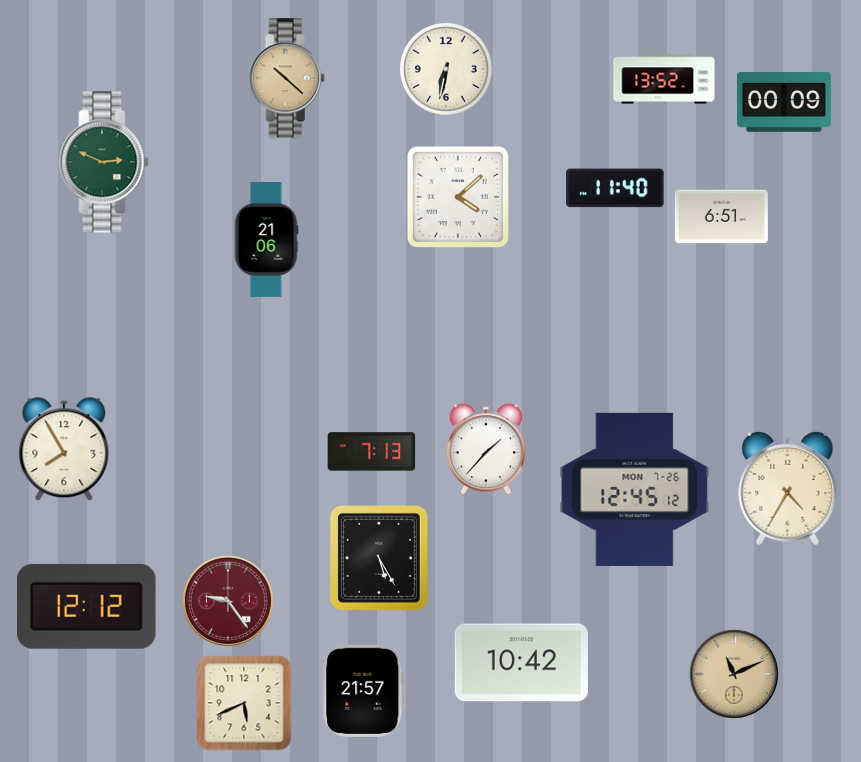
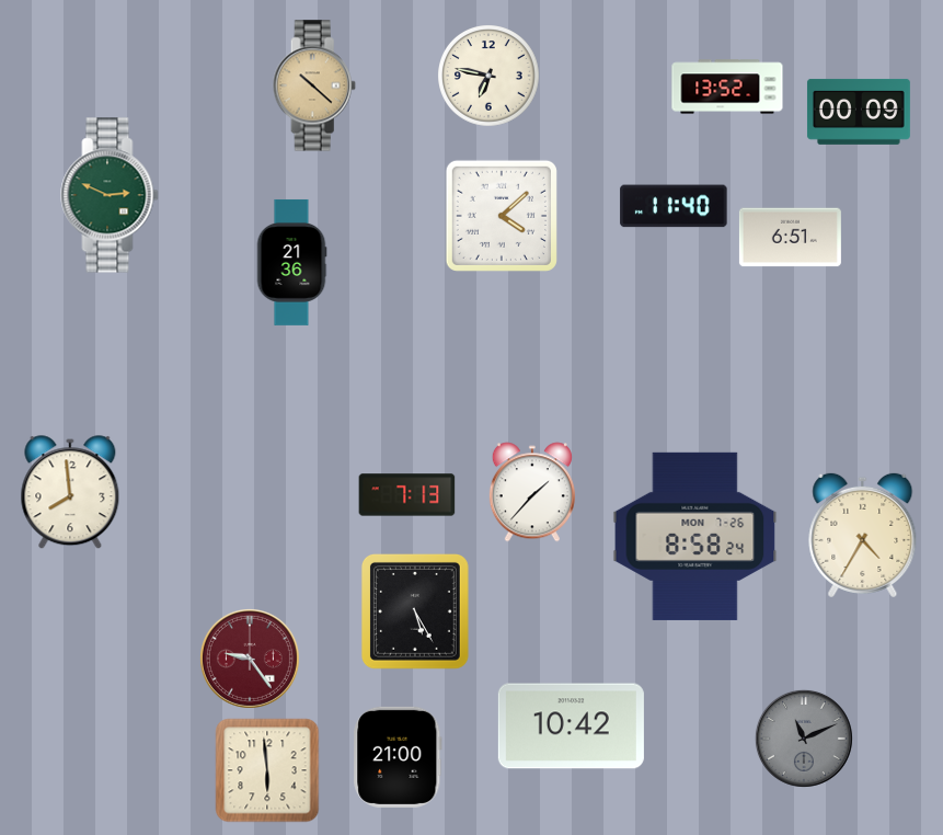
clock at (447, 70): 6:32 -> 6:47
clock at (104, 162) position: (104, 162) -> (110, 195)
clock at (266, 239): 21:06 -> 21:36
clock at (64, 450): 7:55 -> 7:59
clock at (635, 489): 12:45 -> 8:58
clock at (87, 606): 12:12 -> none
clock at (734, 674) dial: champagne -> grey
clock at (363, 691): 21:57 -> 21:00
clock at (244, 703): 5:41 -> 5:59
